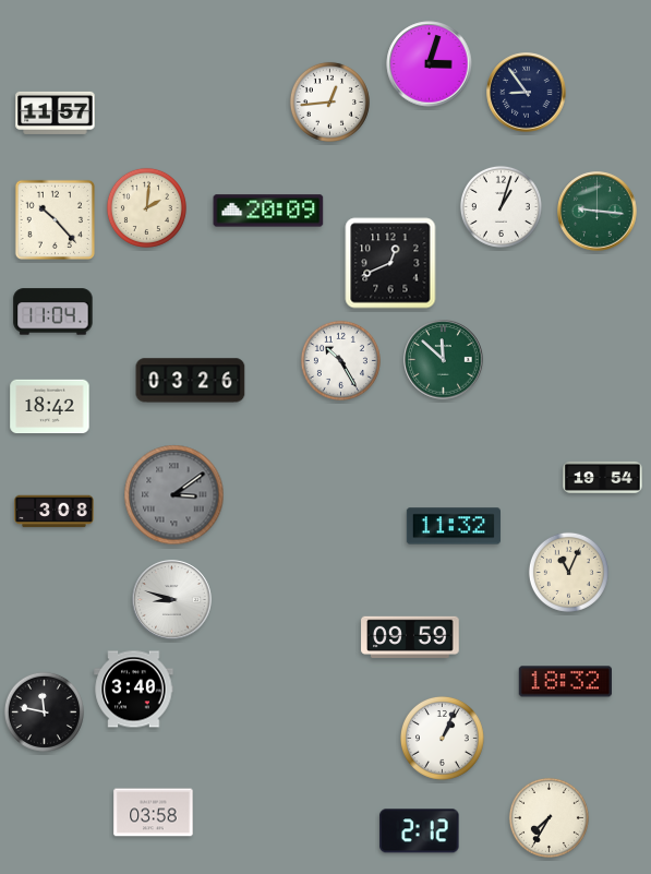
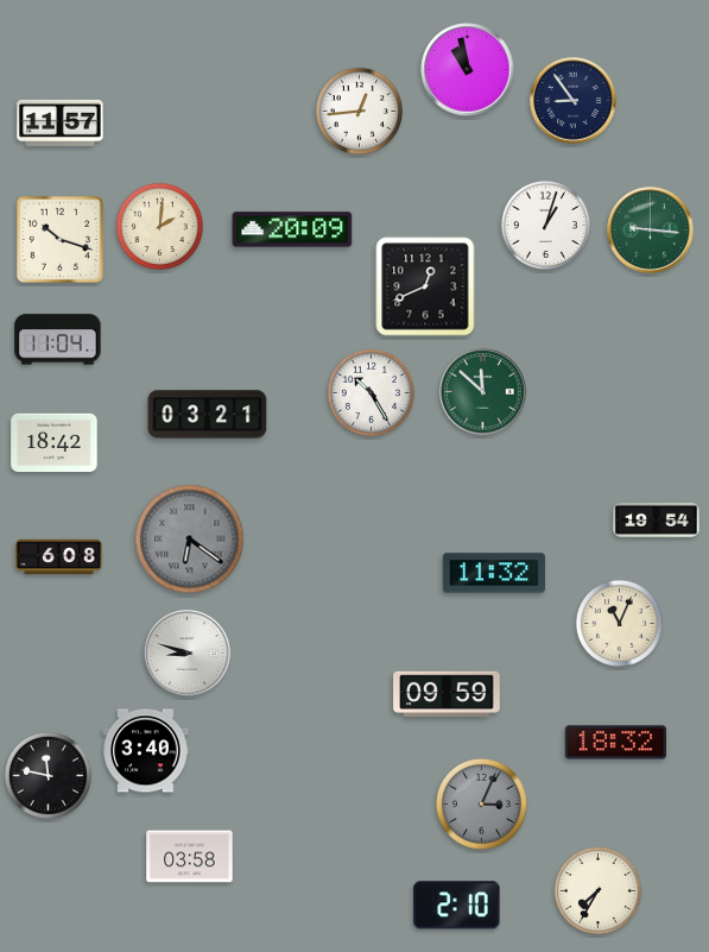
clock at (430, 64): 3:03 -> 10:58
clock at (55, 219): 10:23 -> 10:18
clock at (191, 381): 03:26 -> 03:21
clock at (174, 495): 3:09 -> 6:21
clock at (55, 512): 3:08 -> 6:08
clock at (442, 738): 1:04 -> 3:04
clock at (442, 738) dial: white -> grey
clock at (154, 813) position: (154, 813) -> (190, 857)
clock at (420, 831): 2:12 -> 2:10
